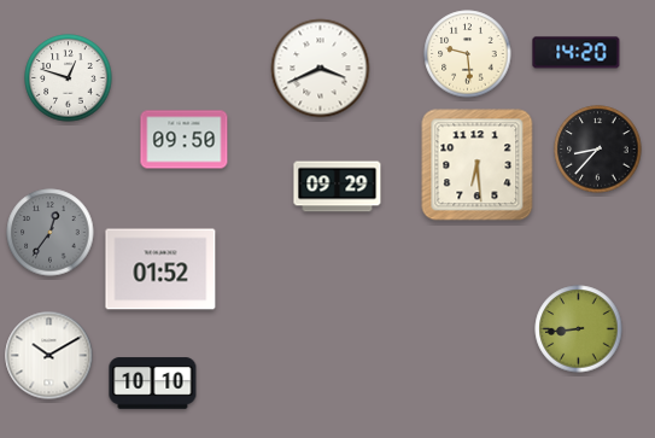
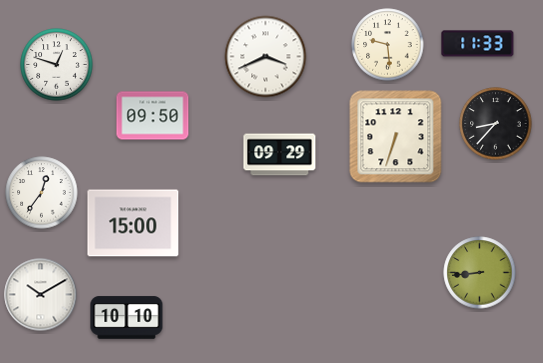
clock at (577, 53): 14:20 -> 11:33
clock at (478, 165): 6:29 -> 6:33
clock at (51, 233) dial: grey -> white
clock at (160, 269): 01:52 -> 15:00
